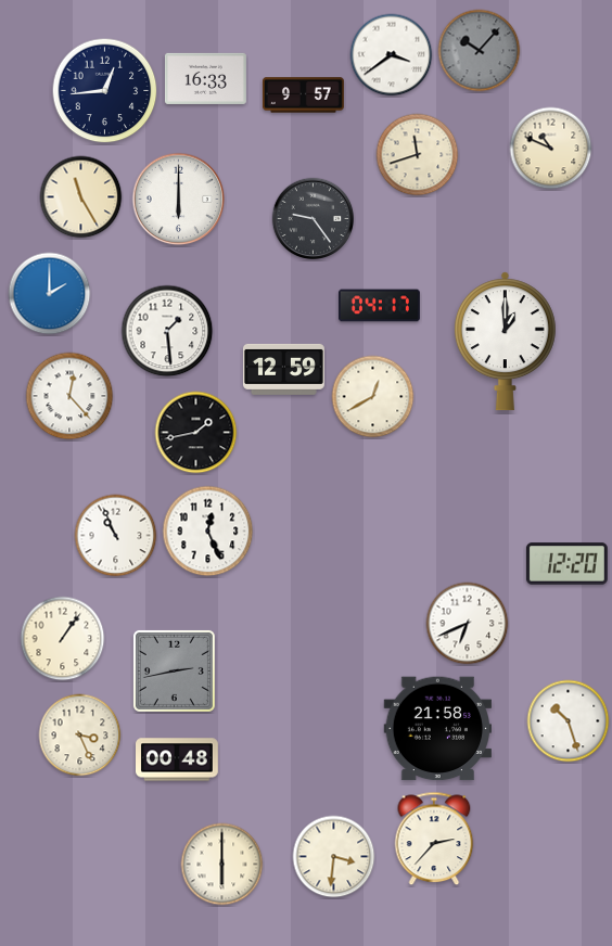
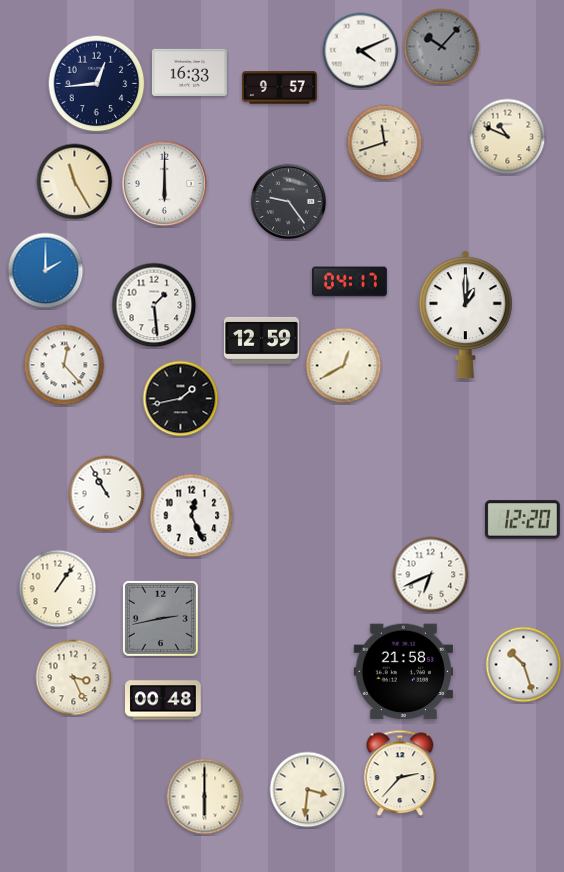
clock at (392, 55): 3:39 -> 4:11
clock at (208, 532) position: (208, 532) -> (192, 516)
clock at (116, 536): 10:56 -> 10:55
